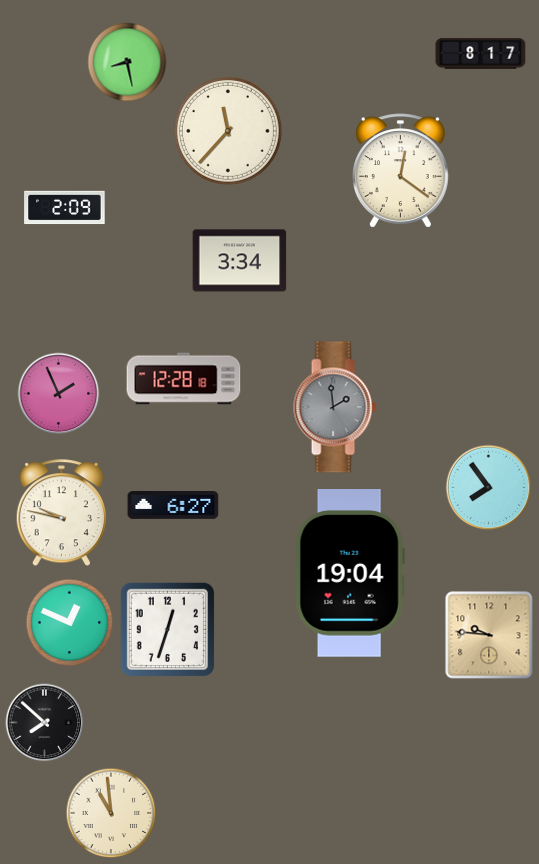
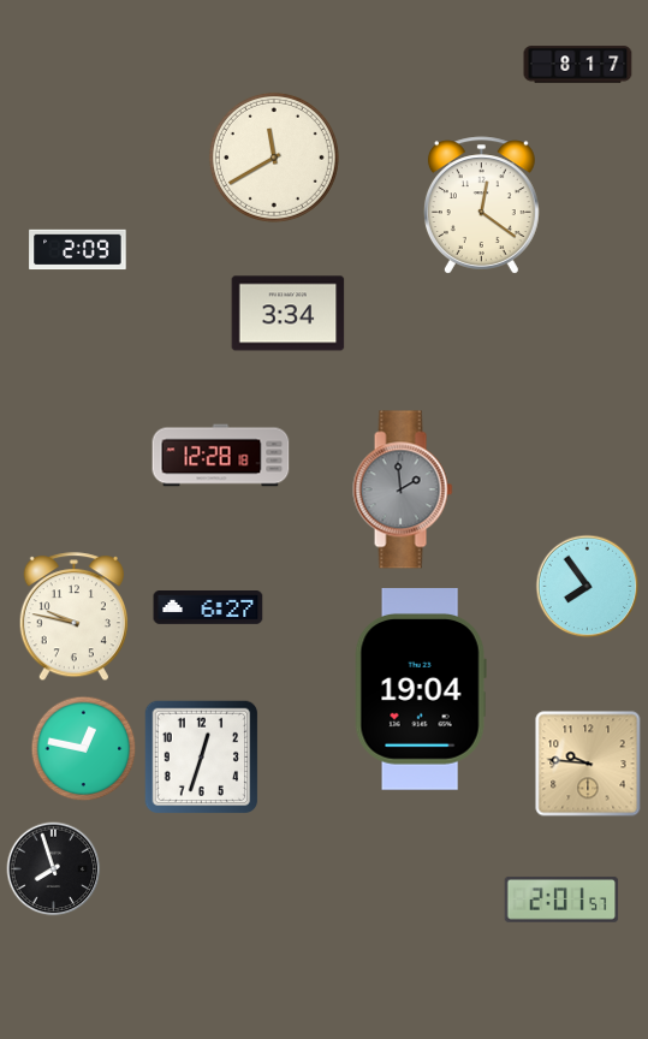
clock at (127, 62): 8:28 -> none
clock at (228, 131): 11:37 -> 11:40
clock at (59, 394): 1:56 -> none
clock at (70, 623): 12:49 -> 12:47
clock at (45, 723): 7:52 -> 7:57
clock at (561, 900): none -> 2:01
clock at (111, 813): 10:59 -> none
